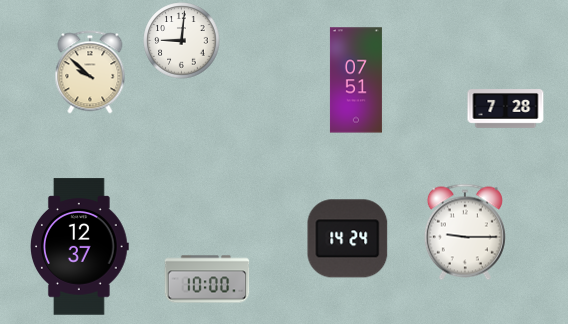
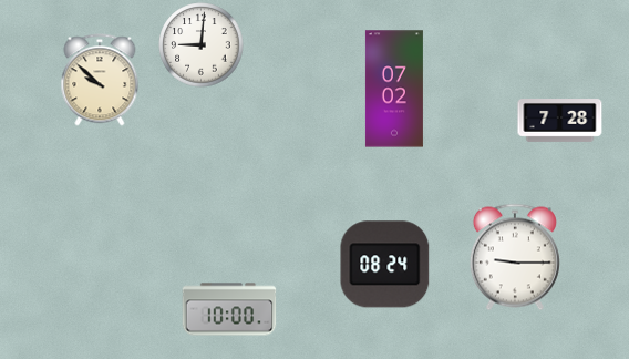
clock at (356, 80): 07:51 -> 07:02
clock at (348, 239): 14:24 -> 08:24
clock at (79, 247): 12:37 -> none
